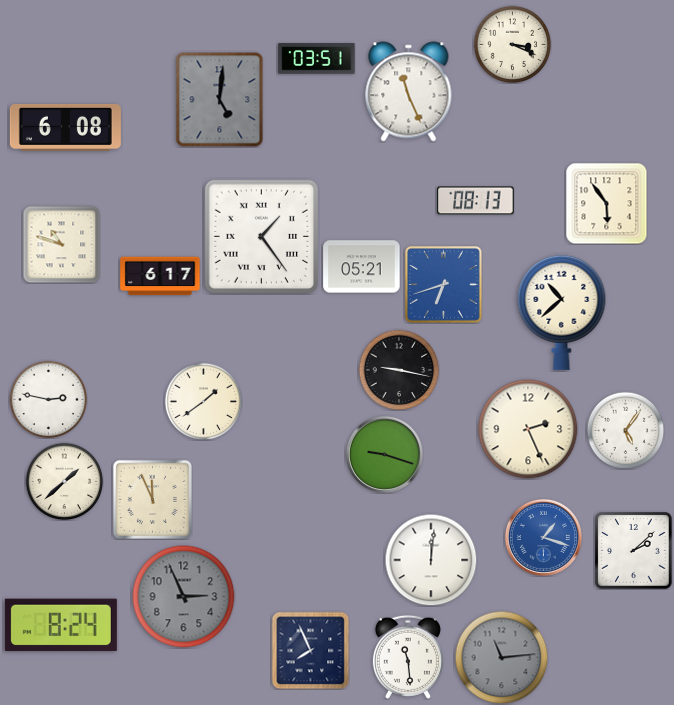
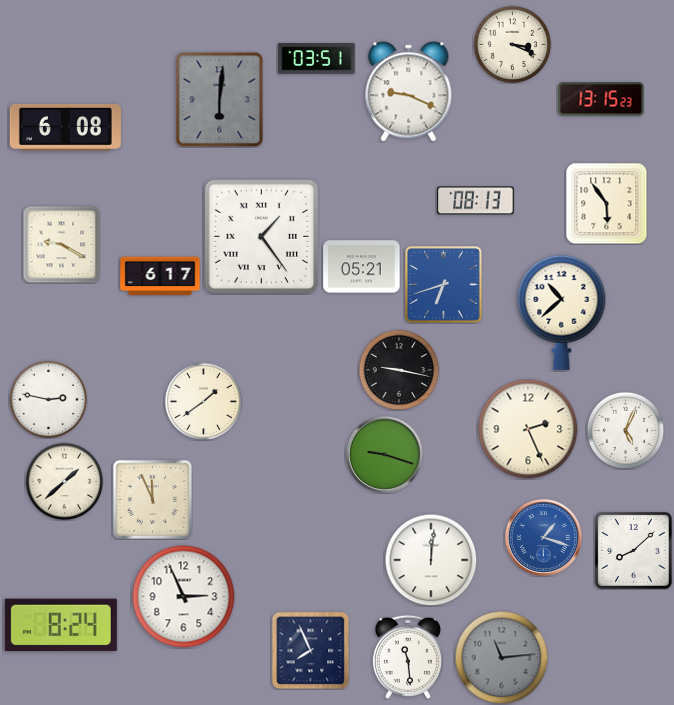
clock at (409, 92): 11:26 -> 9:19
clock at (601, 99): none -> 13:15
clock at (220, 100): 5:01 -> 6:01
clock at (61, 244): 10:48 -> 9:20
clock at (625, 430): 5:06 -> 5:04
clock at (634, 551): 2:08 -> 8:08
clock at (184, 597) dial: grey -> white
